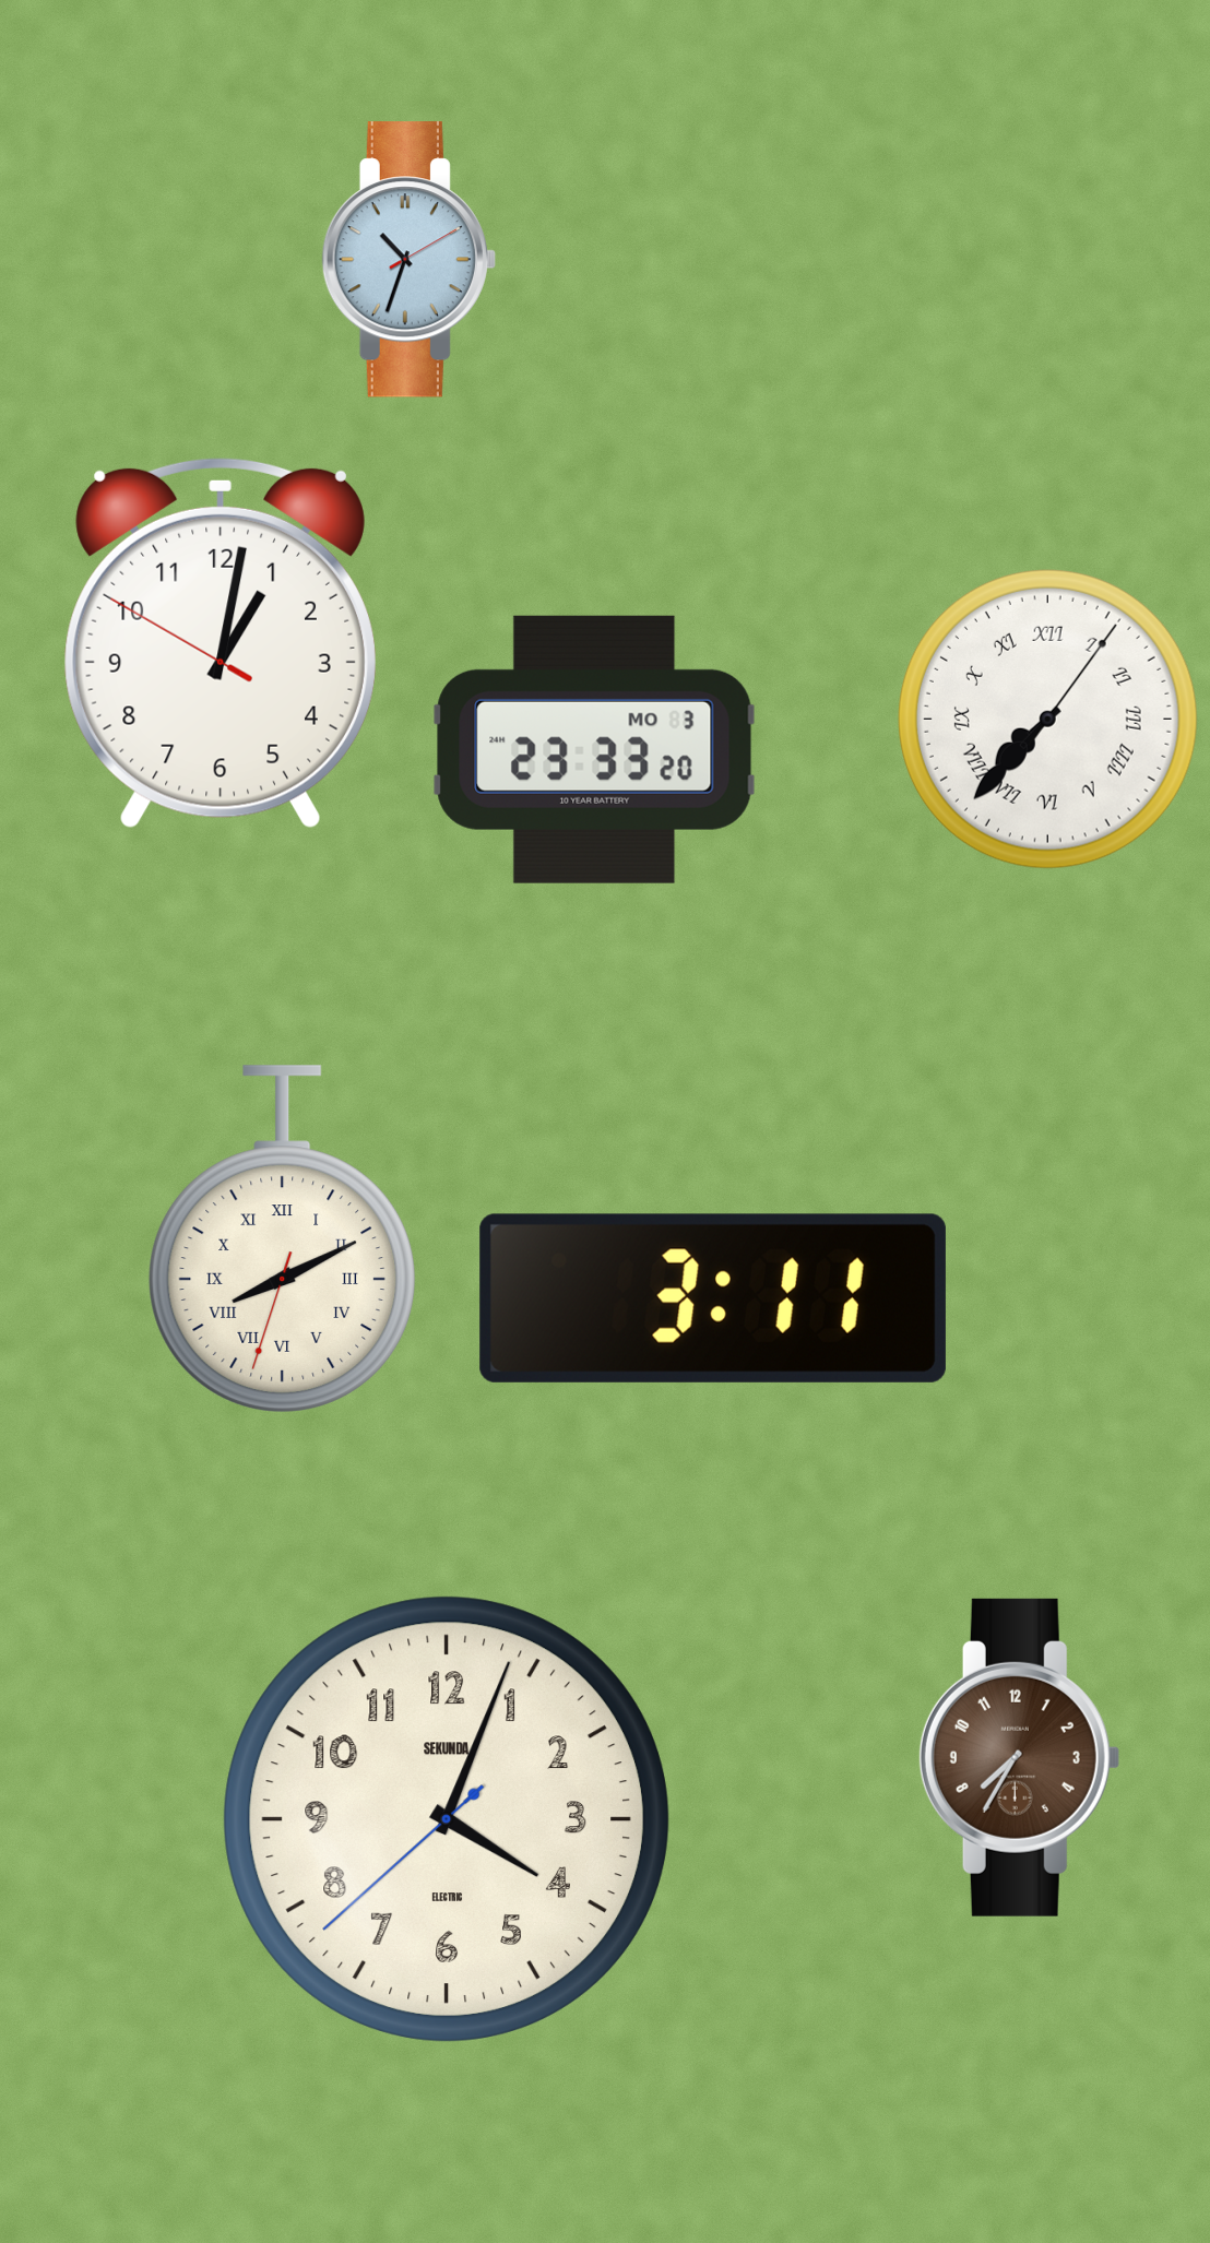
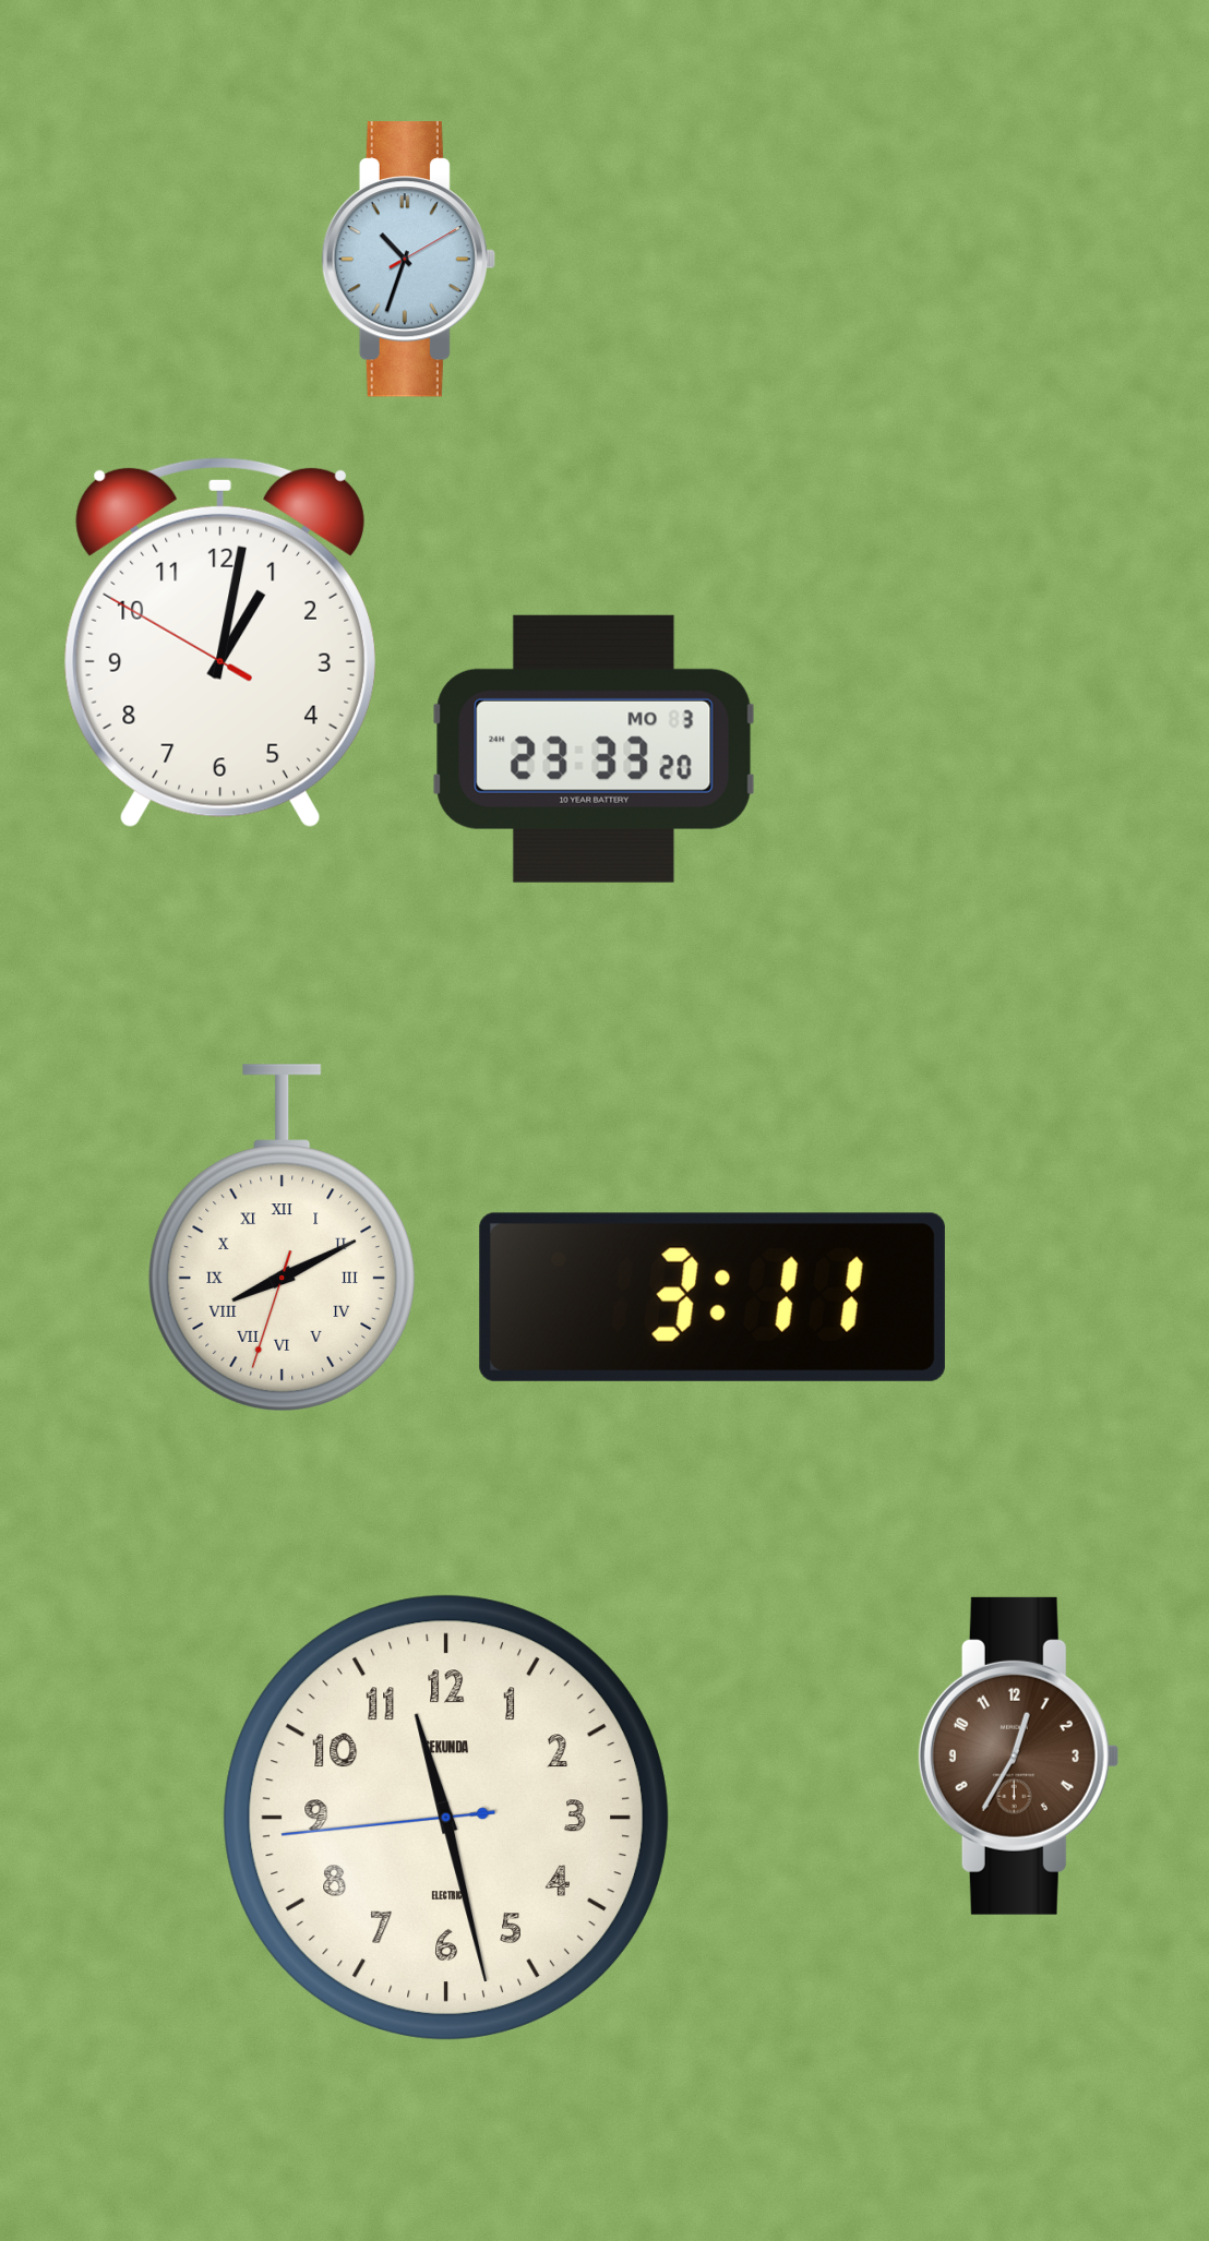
clock at (1047, 719): 7:37 -> none
clock at (1019, 1757): 7:35 -> 12:35
clock at (447, 1819): 4:03 -> 11:27
